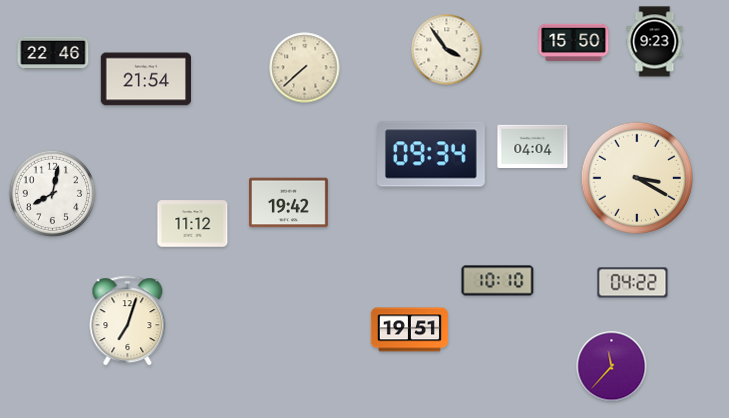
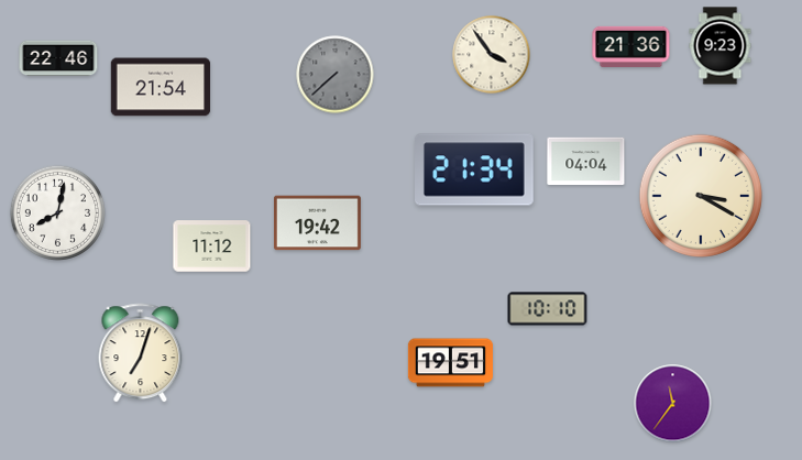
clock at (574, 42): 15:50 -> 21:36
clock at (305, 68) dial: cream -> grey
clock at (432, 154): 09:34 -> 21:34
clock at (633, 283): 04:22 -> none
clock at (612, 367): 11:37 -> 11:36
